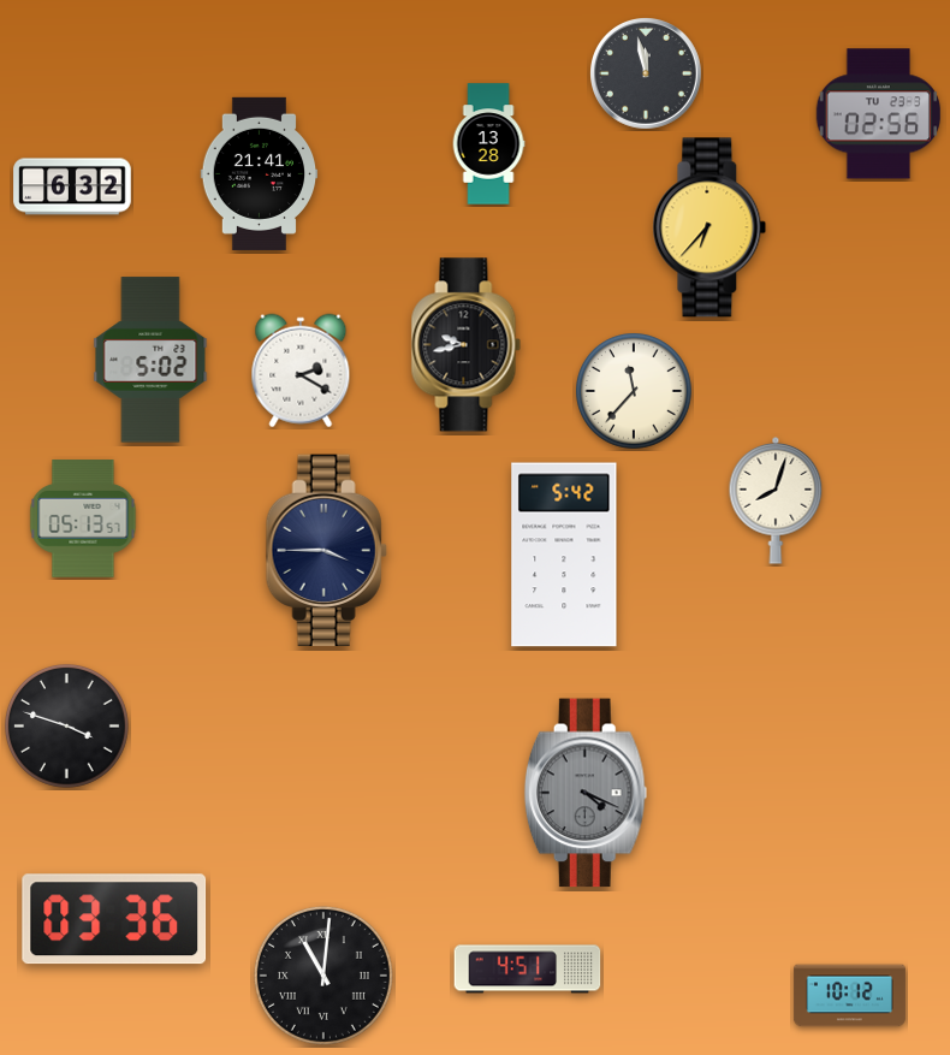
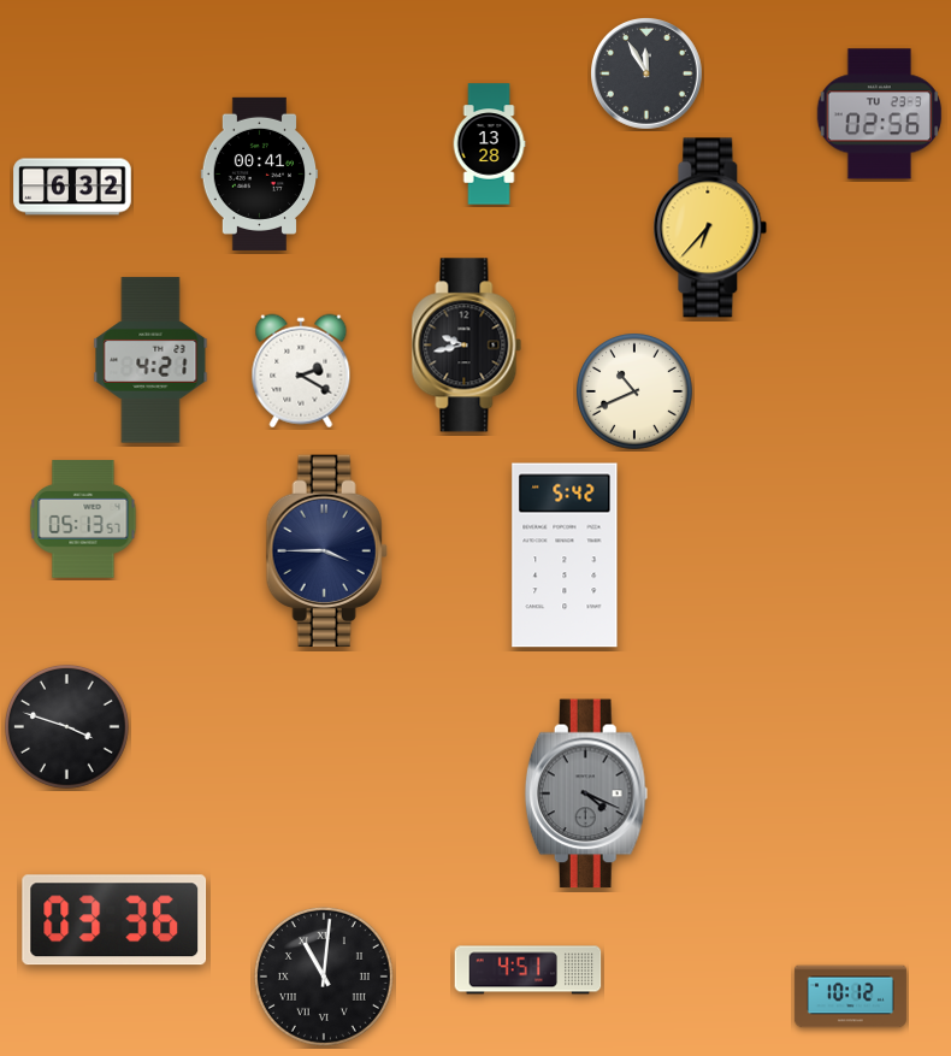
clock at (647, 75): 11:58 -> 11:55
clock at (260, 173): 21:41 -> 00:41
clock at (150, 360): 5:02 -> 4:21
clock at (635, 392): 11:37 -> 10:41
clock at (776, 502): 8:03 -> none
